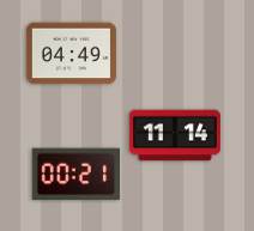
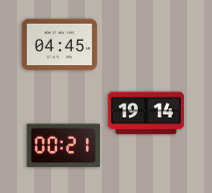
clock at (71, 54): 04:49 -> 04:45
clock at (175, 135): 11:14 -> 19:14
